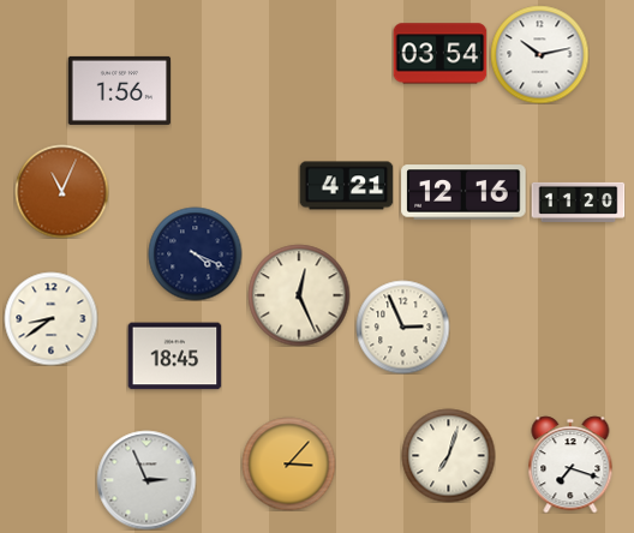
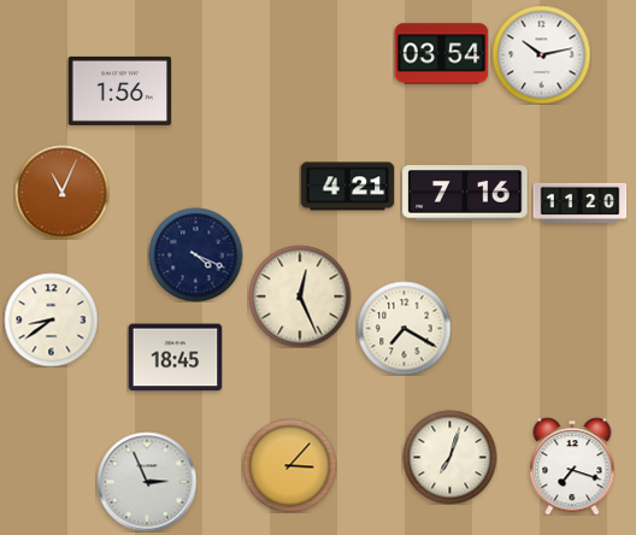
clock at (463, 192): 12:16 -> 7:16
clock at (402, 327): 2:56 -> 7:20
